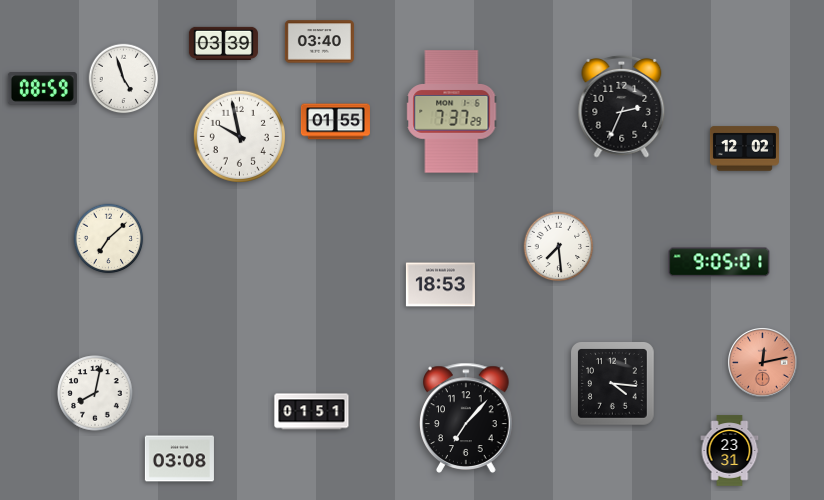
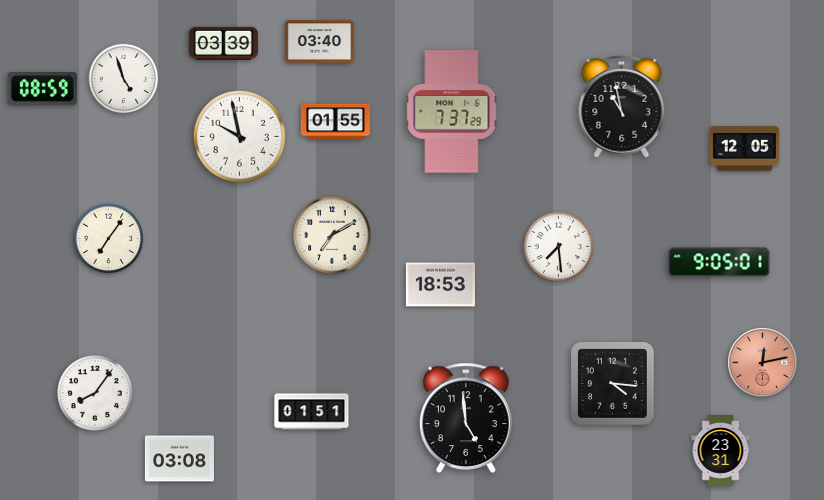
clock at (622, 106): 2:34 -> 10:58
clock at (744, 149): 12:02 -> 12:05
clock at (332, 235): none -> 7:10
clock at (109, 239): 7:08 -> 7:06
clock at (95, 393): 8:02 -> 8:06
clock at (466, 418): 7:07 -> 4:59
clock at (730, 451) position: (730, 451) -> (721, 451)
